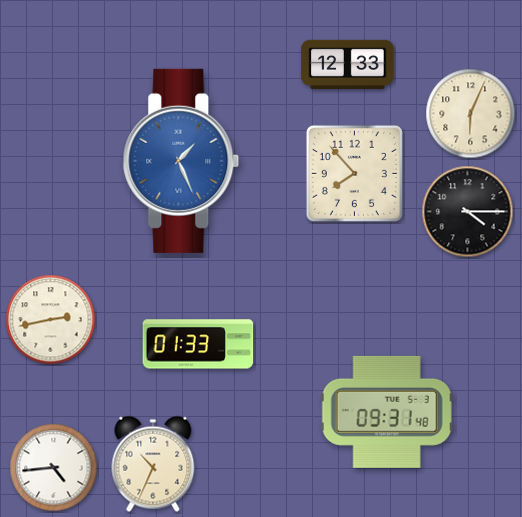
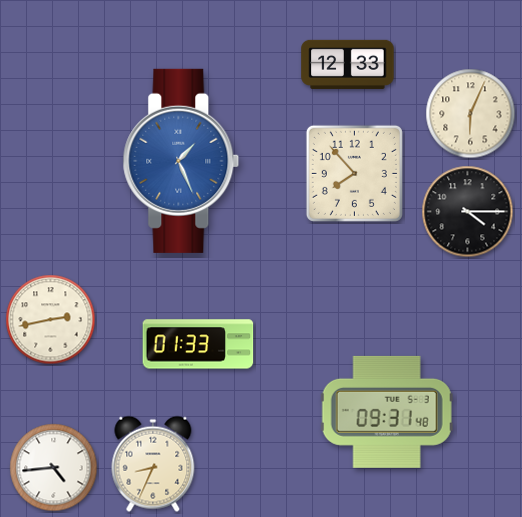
clock at (153, 464): 10:34 -> 8:34
